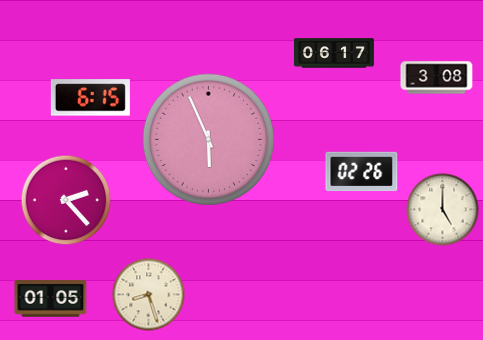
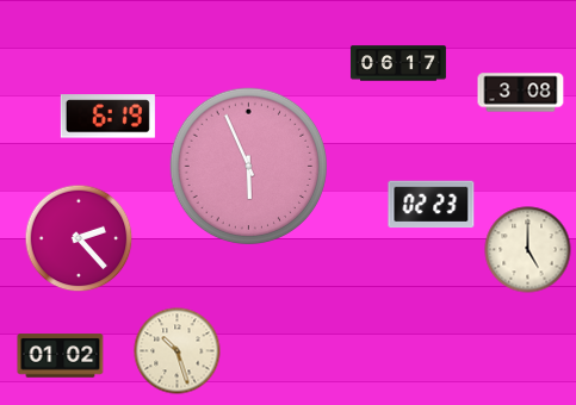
clock at (90, 98): 6:15 -> 6:19
clock at (362, 172): 02:26 -> 02:23
clock at (149, 295): 8:27 -> 10:27
clock at (51, 299): 01:05 -> 01:02
